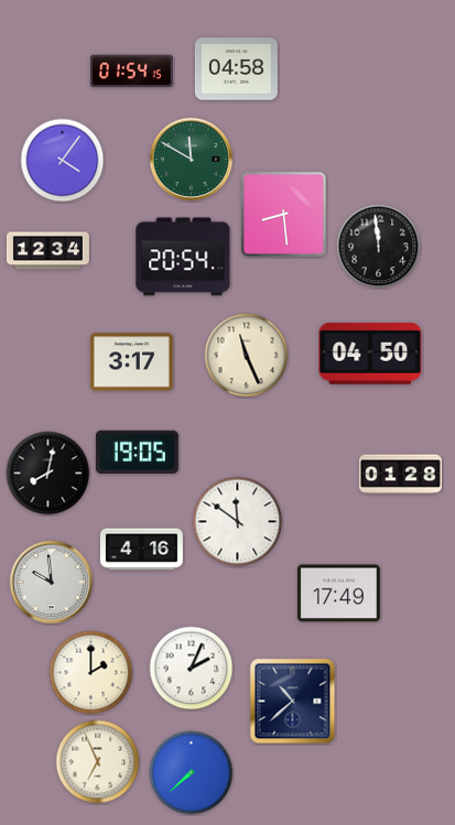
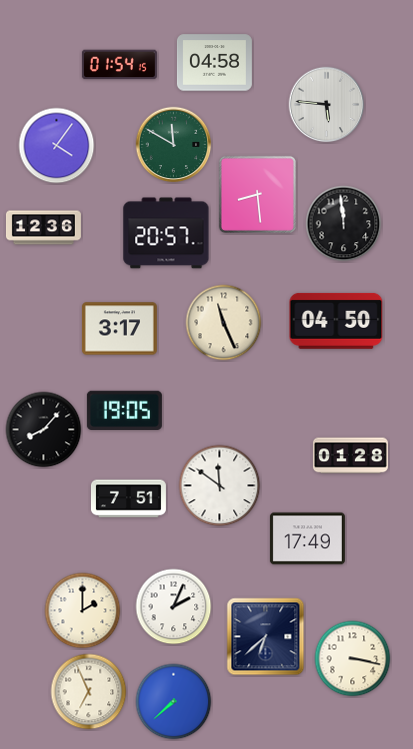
clock at (327, 105): none -> 5:46
clock at (47, 251): 12:34 -> 12:36
clock at (183, 257): 20:54 -> 20:57
clock at (48, 474): 8:02 -> 8:07
clock at (400, 475) position: (400, 475) -> (350, 456)
clock at (238, 522) position: (238, 522) -> (220, 486)
clock at (141, 550): 4:16 -> 7:51
clock at (52, 583): 9:59 -> none
clock at (293, 702): 10:38 -> 6:38
clock at (353, 659): none -> 3:17
